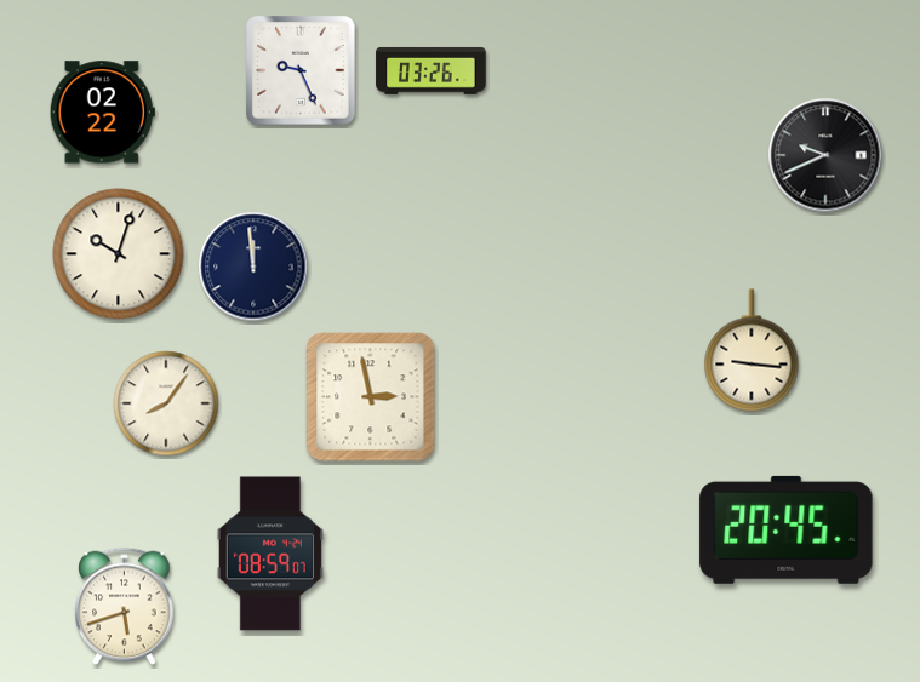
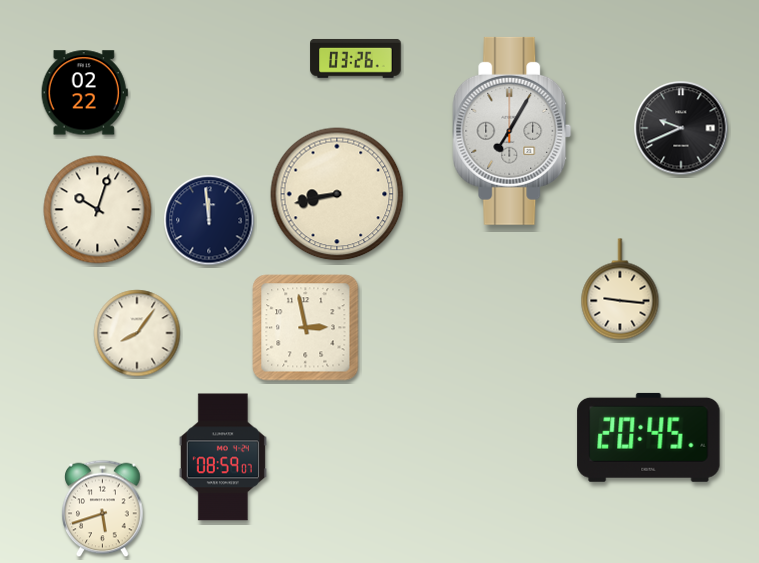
clock at (301, 70): 9:26 -> none
clock at (512, 131): none -> 7:05
clock at (337, 194): none -> 8:43
clock at (125, 607) position: (125, 607) -> (103, 509)
